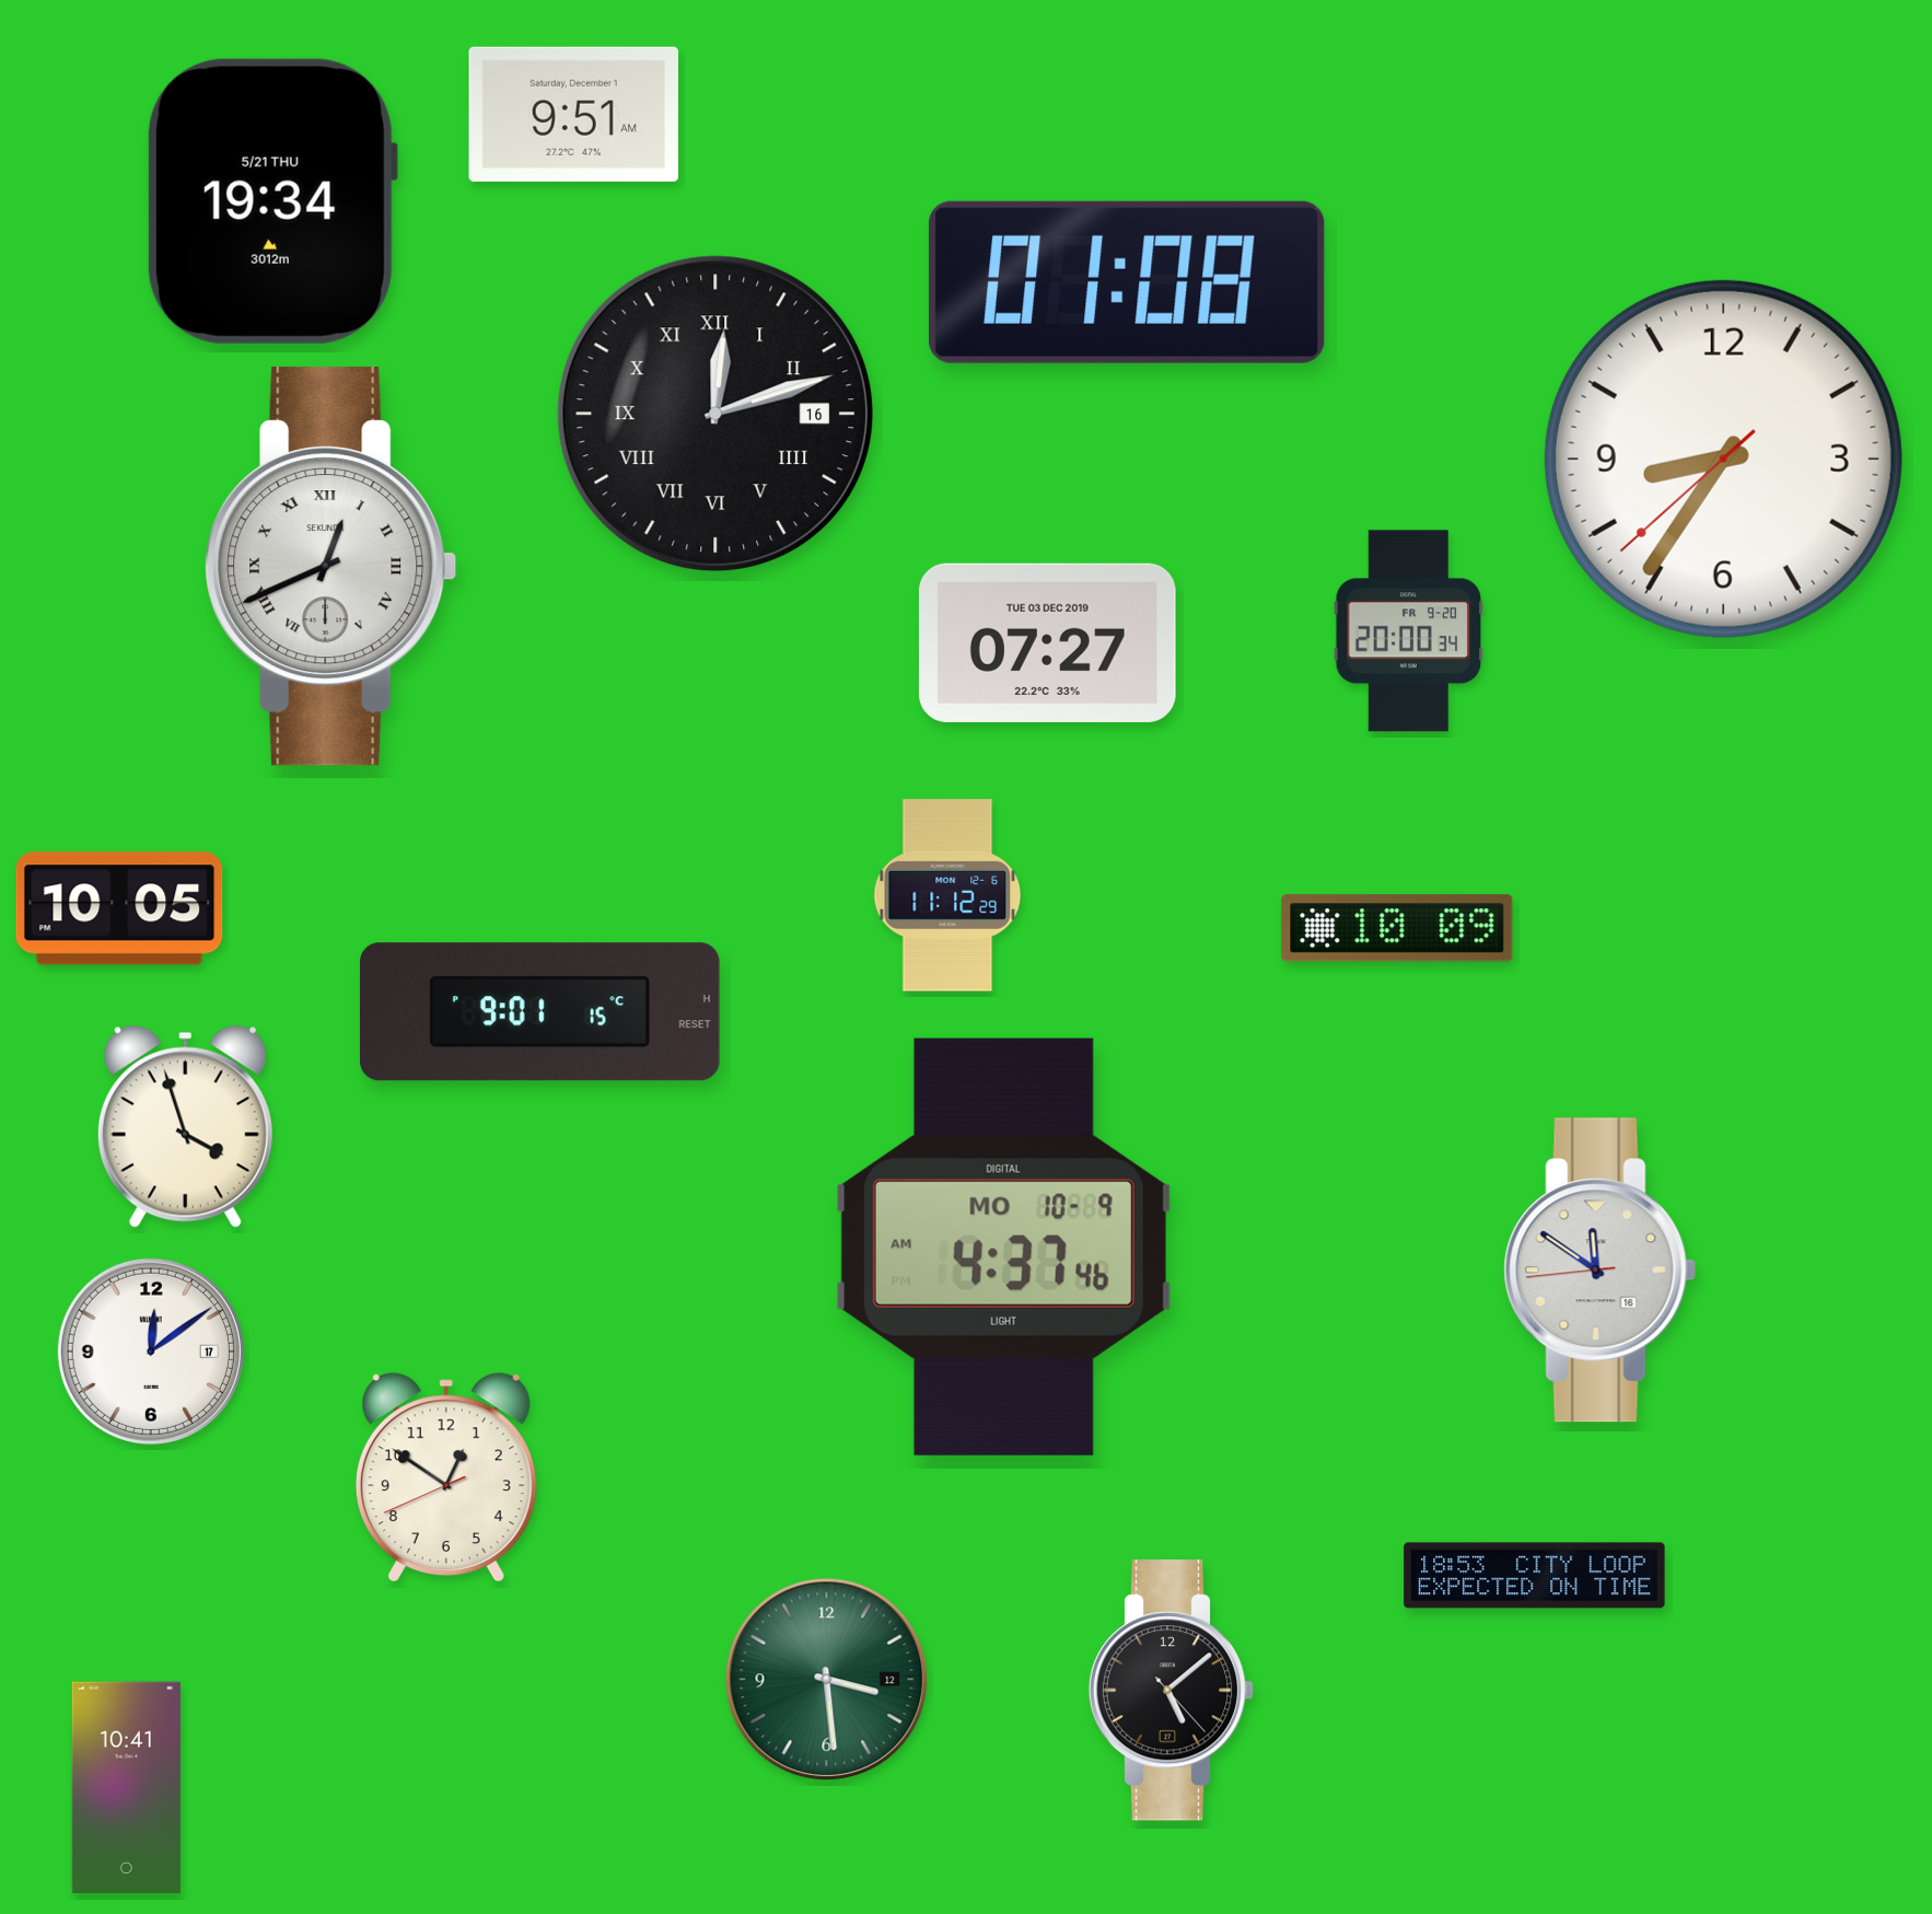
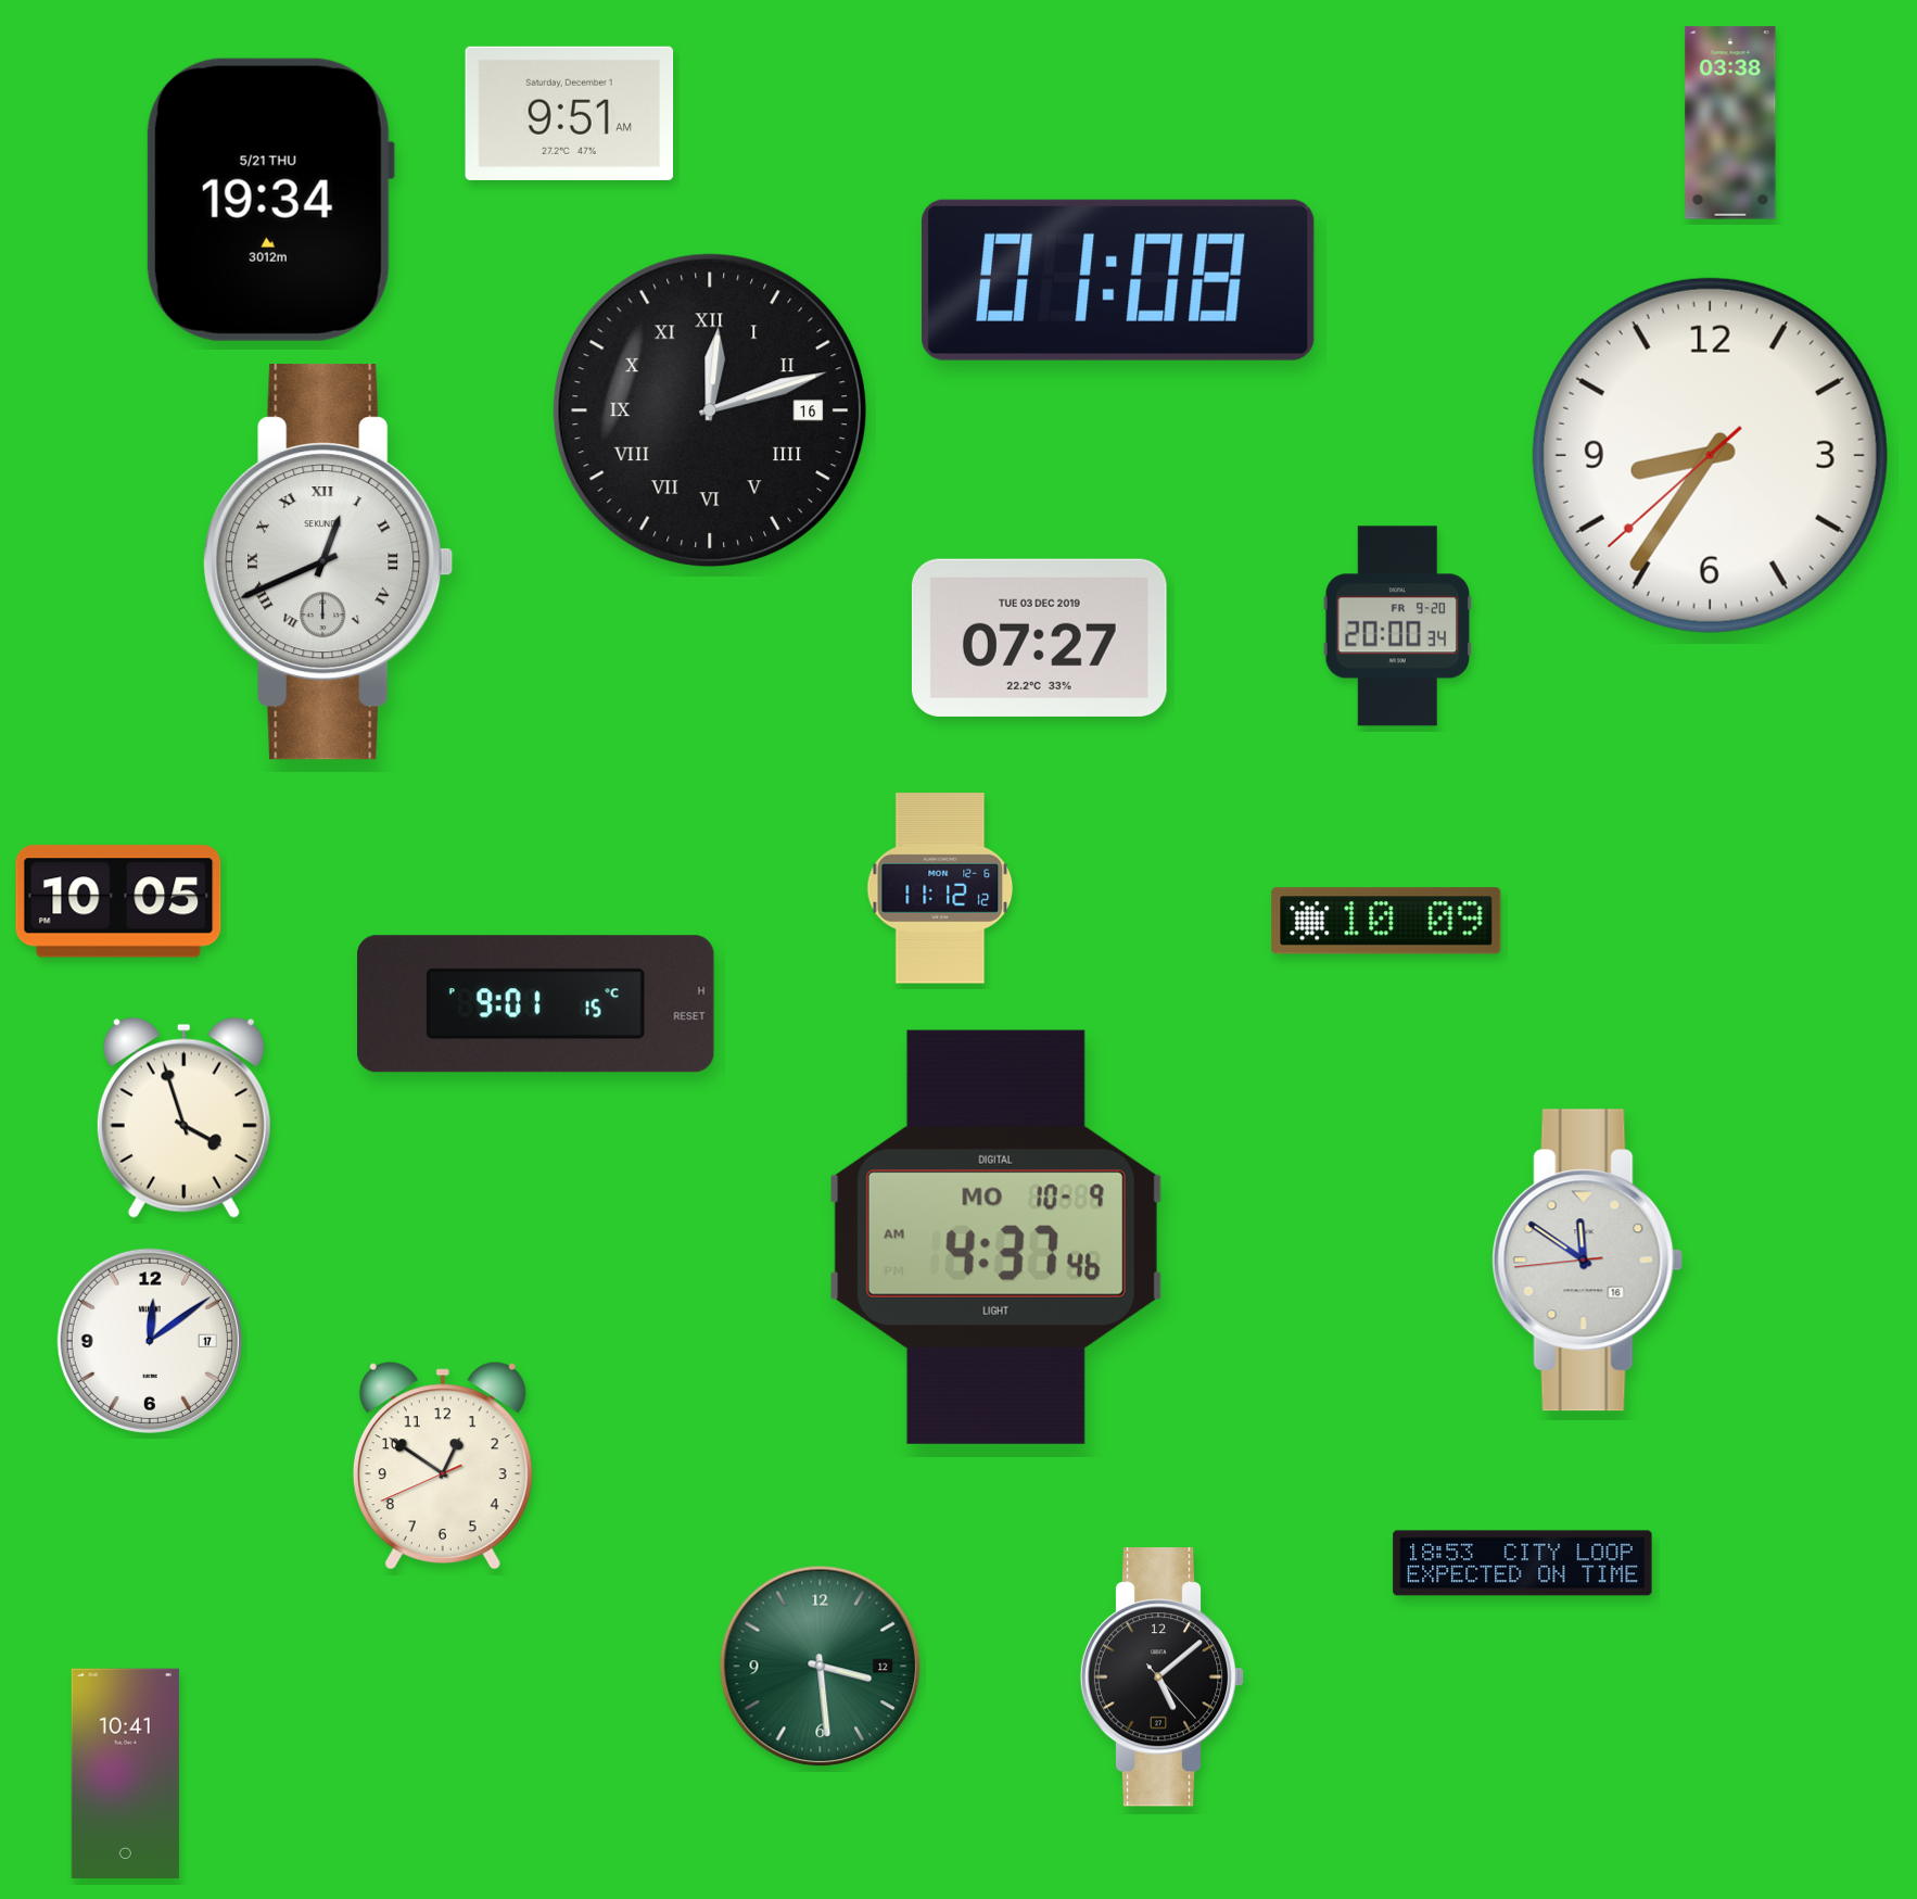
clock at (1730, 123): none -> 03:38
clock at (947, 895): 11:12:29 -> 11:12:12
